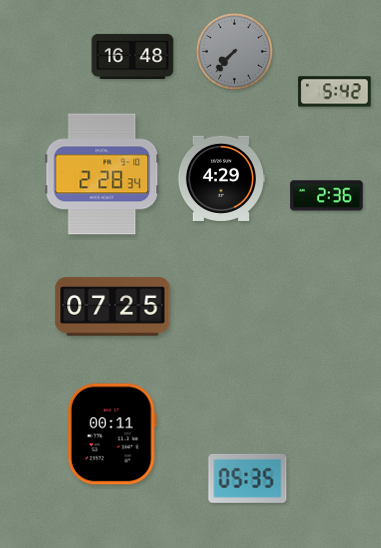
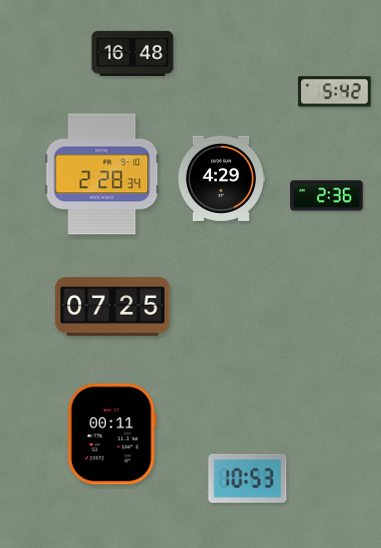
clock at (234, 51): 7:37 -> none
clock at (133, 56) position: (133, 56) -> (133, 53)
clock at (248, 478): 05:35 -> 10:53
